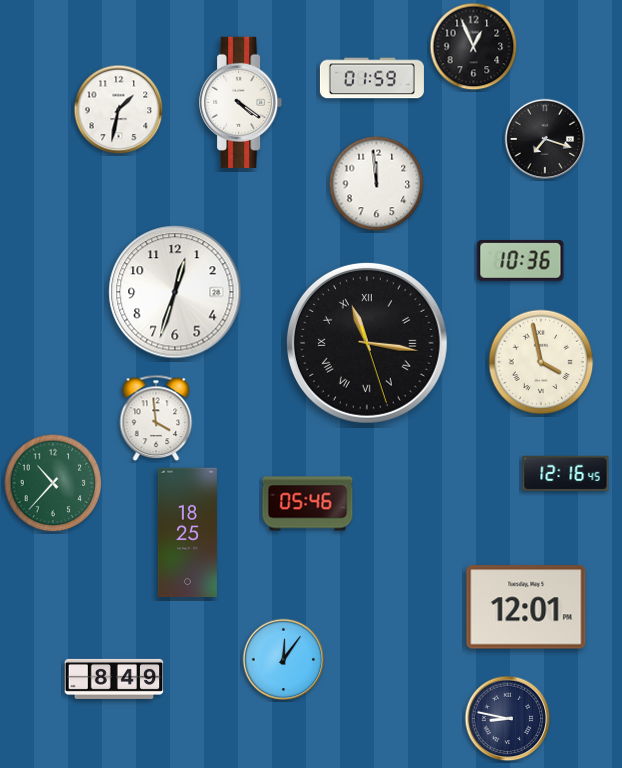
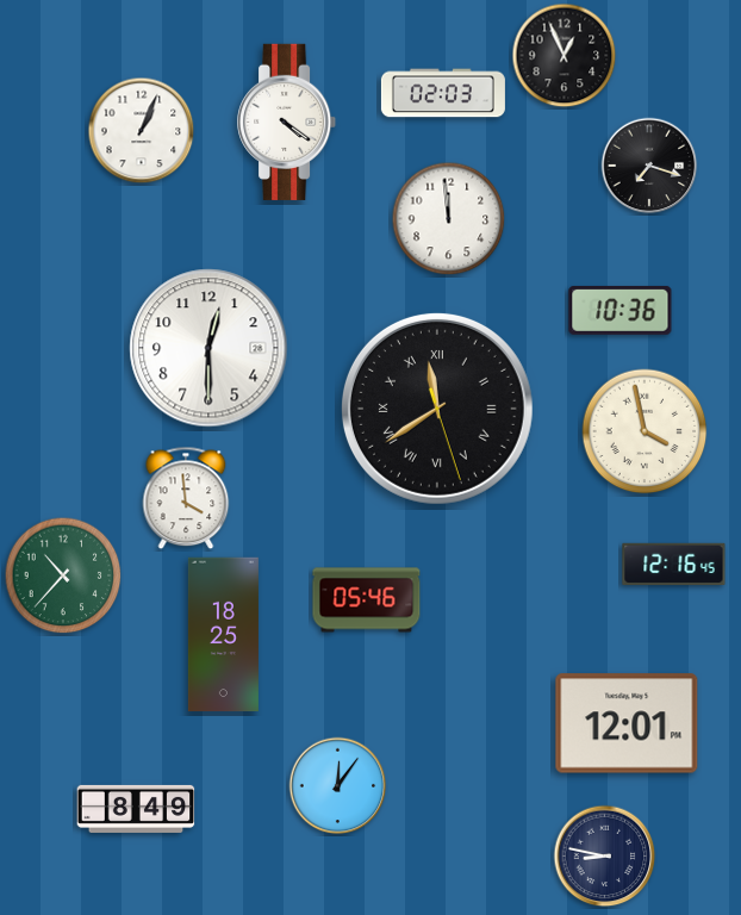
clock at (372, 78): 01:59 -> 02:03
clock at (119, 110): 1:32 -> 1:04
clock at (175, 292): 12:33 -> 12:30
clock at (367, 343): 11:16 -> 11:39
